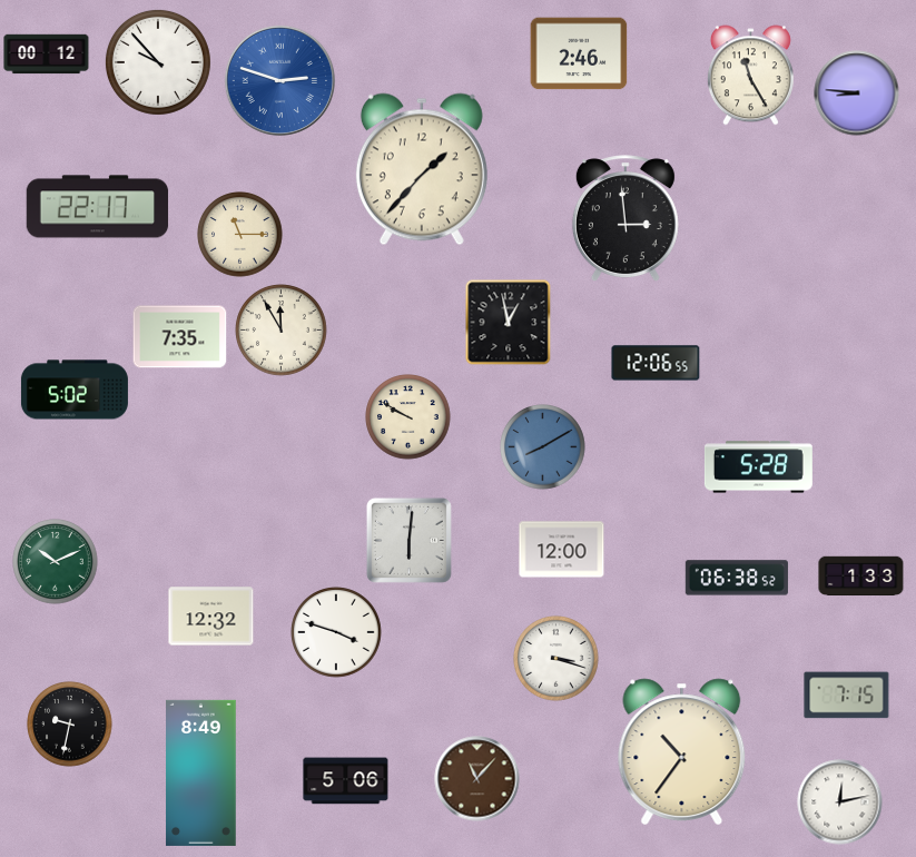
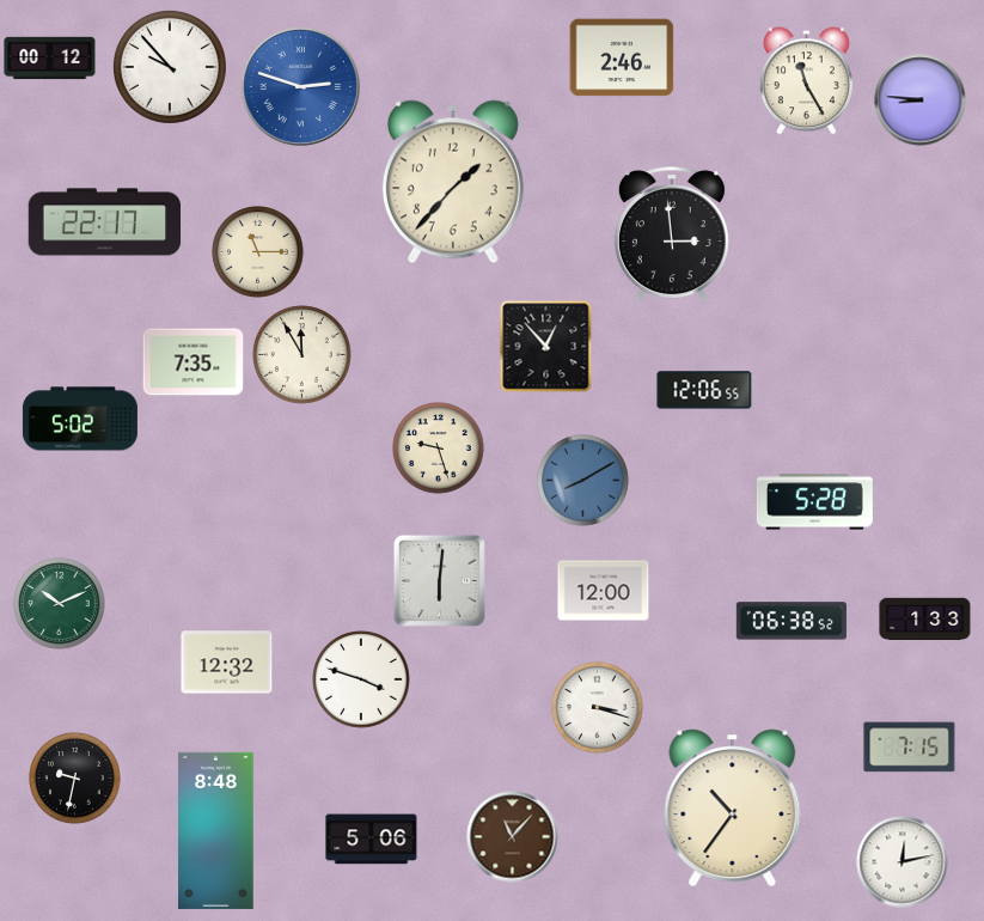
clock at (508, 322): 12:58 -> 12:53
clock at (408, 417): 9:50 -> 9:27
clock at (201, 772): 8:49 -> 8:48
